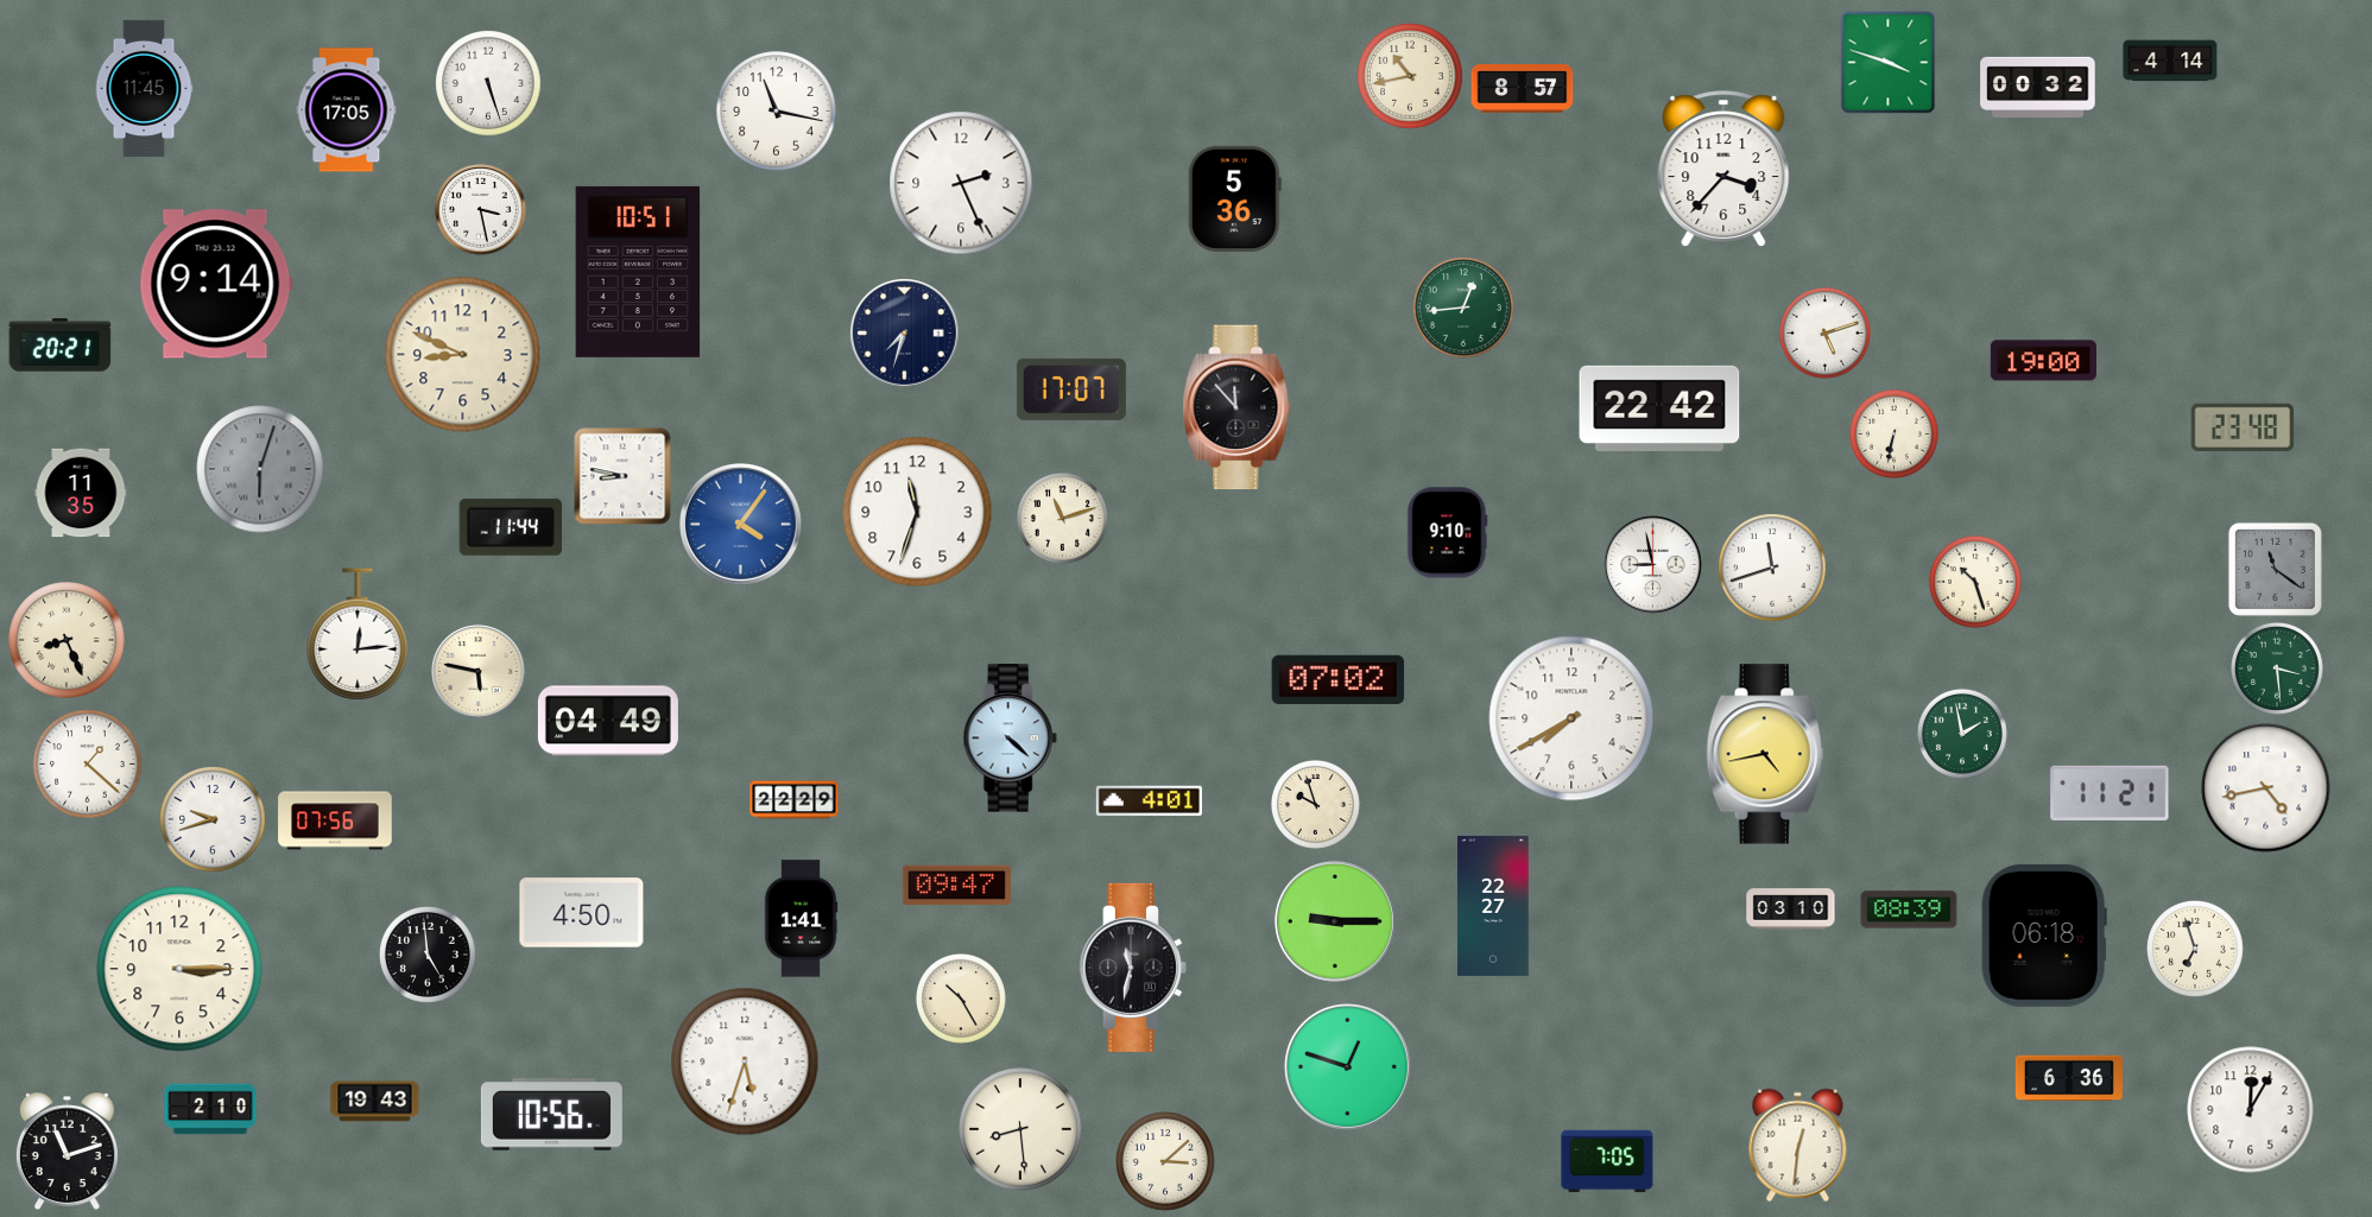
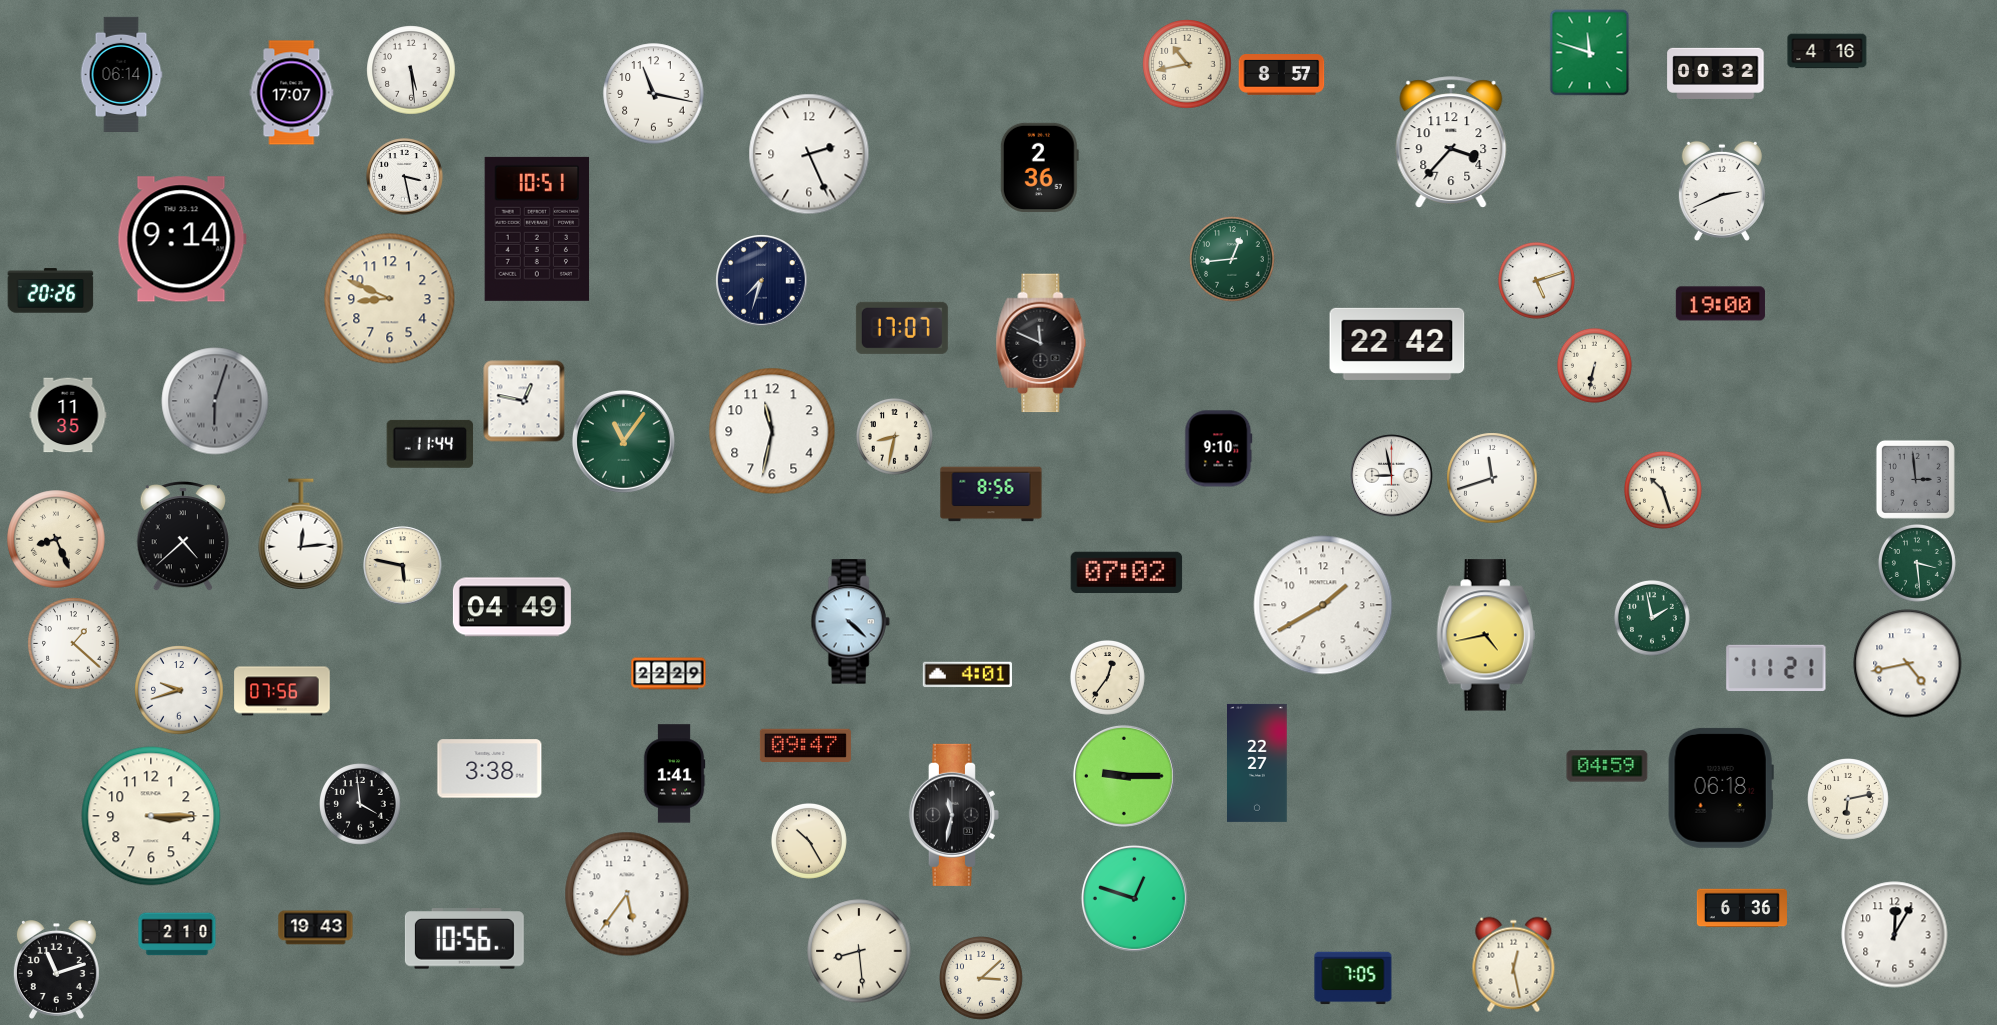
clock at (2170, 61): 4:14 -> 4:16
clock at (1889, 63): 3:48 -> 11:48
clock at (488, 83): 5:27 -> 5:29
clock at (144, 88): 11:45 -> 06:14
clock at (347, 110): 17:05 -> 17:07
clock at (1234, 198): 5:36 -> 2:36
clock at (1722, 190): none -> 2:41
clock at (61, 346): 20:21 -> 20:26
clock at (1236, 407): 11:53 -> 11:49
clock at (2243, 426): 23:48 -> none
clock at (260, 469) position: (260, 469) -> (215, 401)
clock at (622, 476): 8:47 -> 12:47
clock at (917, 512): 11:33 -> 11:32
clock at (1062, 518): 11:12 -> 8:32
clock at (740, 524): 4:06 -> 11:06
clock at (740, 524) dial: blue -> green
clock at (2275, 569): 11:21 -> 2:59
clock at (991, 494): none -> 8:56
clock at (182, 537): none -> 4:38
clock at (1571, 718): 7:40 -> 1:40
clock at (1315, 804): 9:57 -> 12:36
clock at (1791, 909): 03:10 -> none
clock at (1909, 909): 08:39 -> 04:59
clock at (582, 913): 4:50 -> 3:38
clock at (2196, 950): 6:57 -> 6:13
clock at (429, 956): 4:59 -> 3:59
clock at (745, 1061): 5:33 -> 5:36
clock at (1798, 1146): 12:31 -> 12:28
